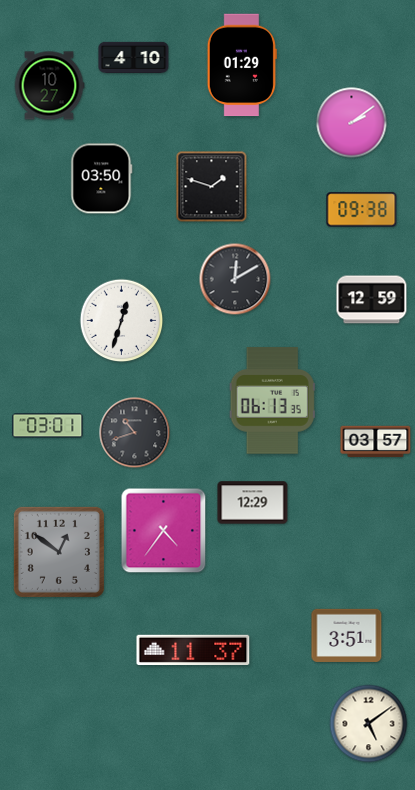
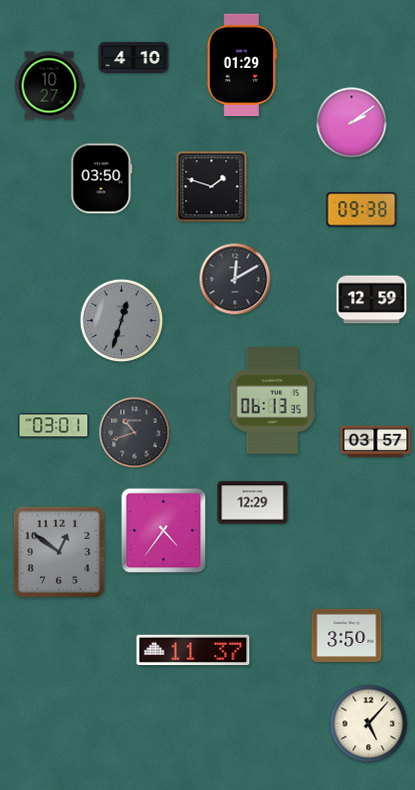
clock at (122, 321) dial: white -> grey
clock at (48, 426) position: (48, 426) -> (54, 426)
clock at (347, 635): 3:51 -> 3:50
clock at (369, 724): 5:09 -> 5:07
